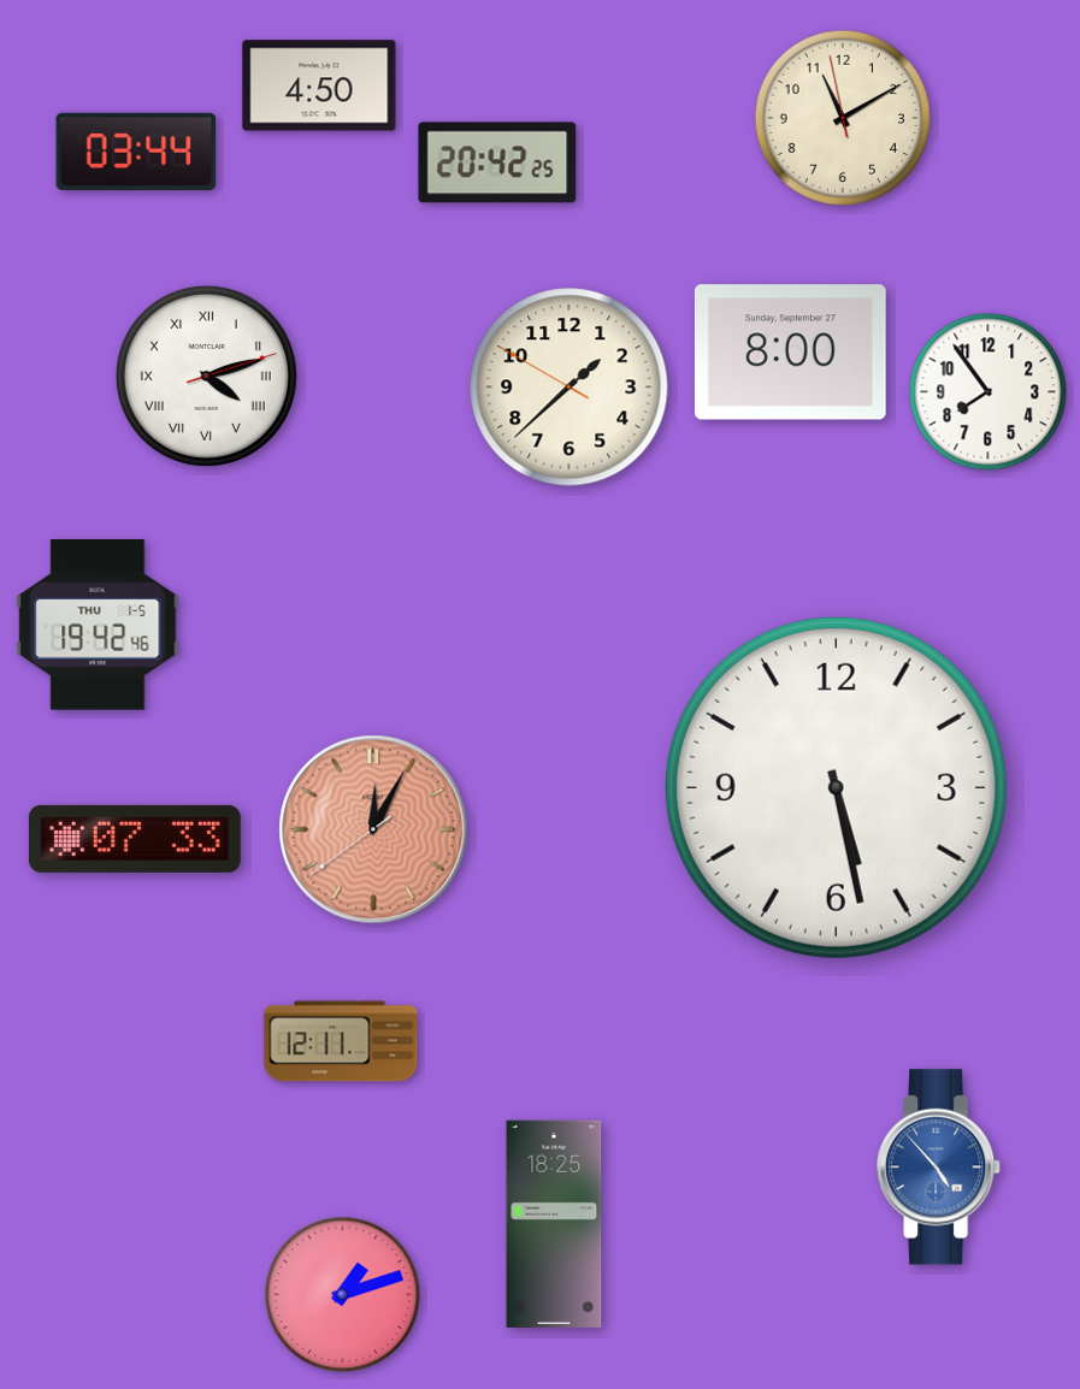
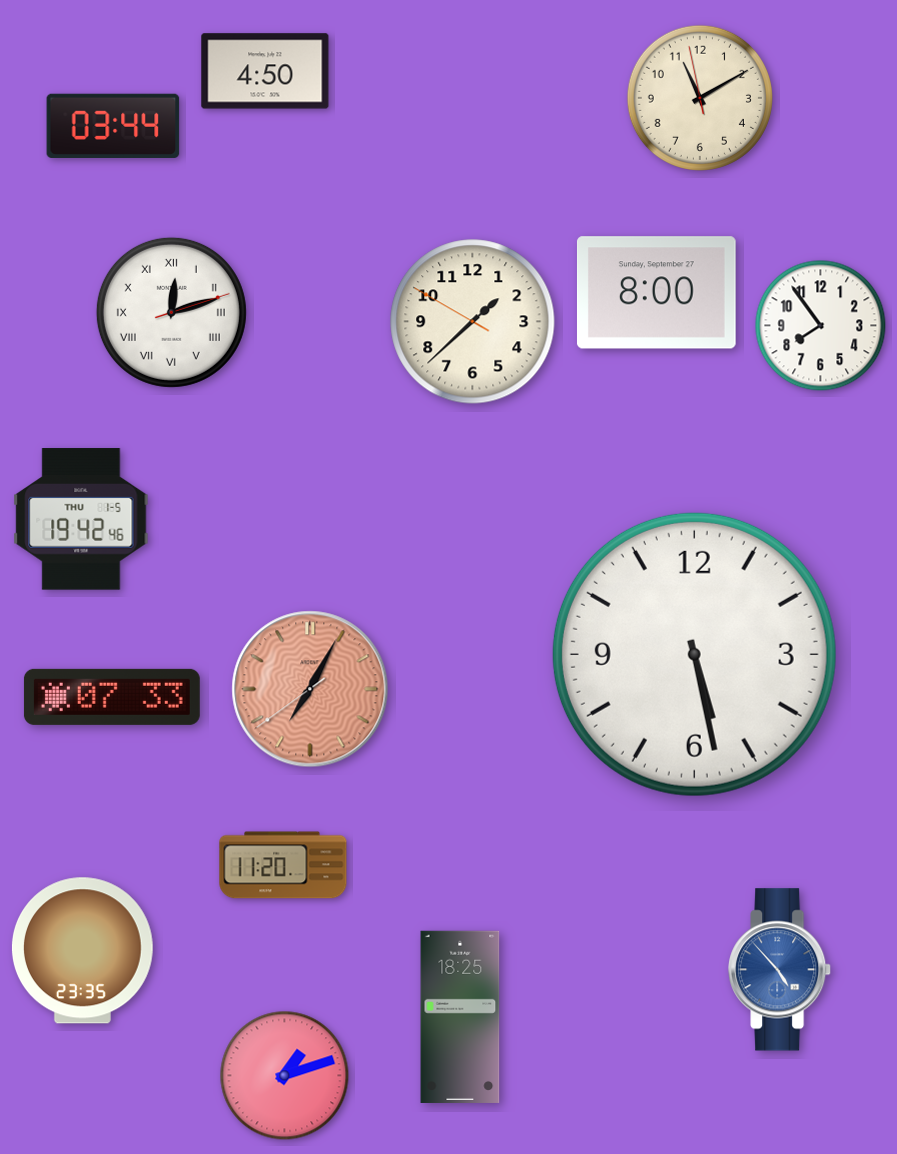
clock at (497, 162): 20:42 -> none
clock at (206, 376): 4:12 -> 12:12
clock at (373, 829): 12:04 -> 7:04
clock at (341, 1041): 12:11 -> 11:20
clock at (82, 951): none -> 23:35
